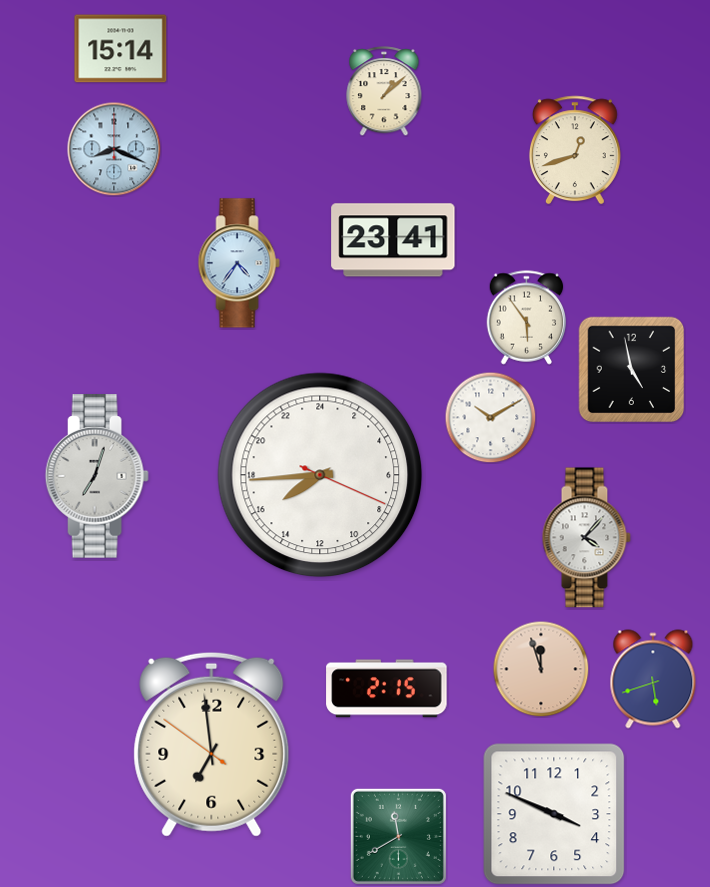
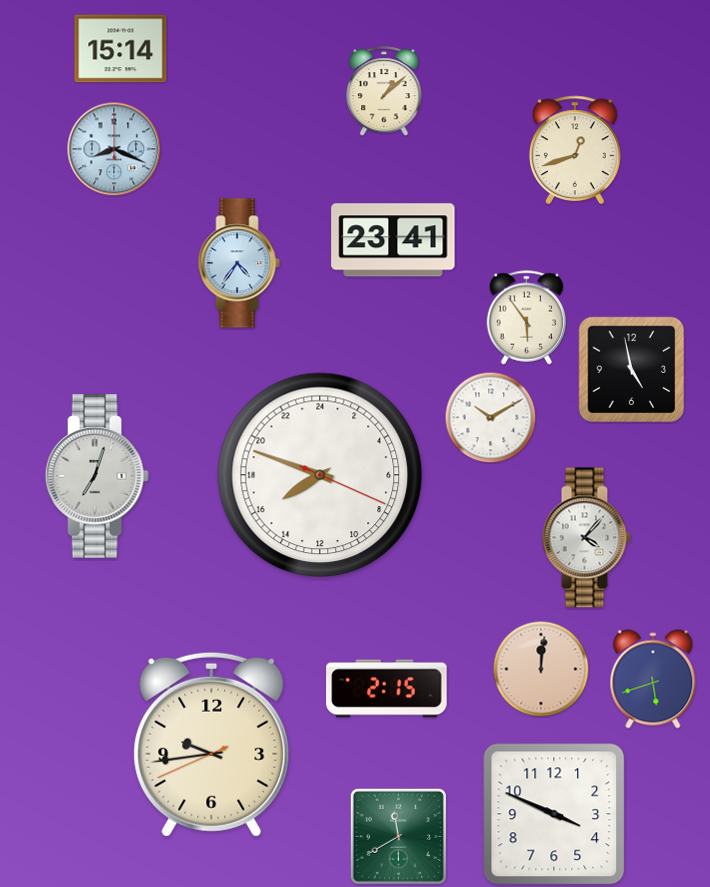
clock at (320, 475): 15:44 -> 15:48
clock at (541, 669): 11:57 -> 12:01
clock at (212, 744): 6:58 -> 9:43
